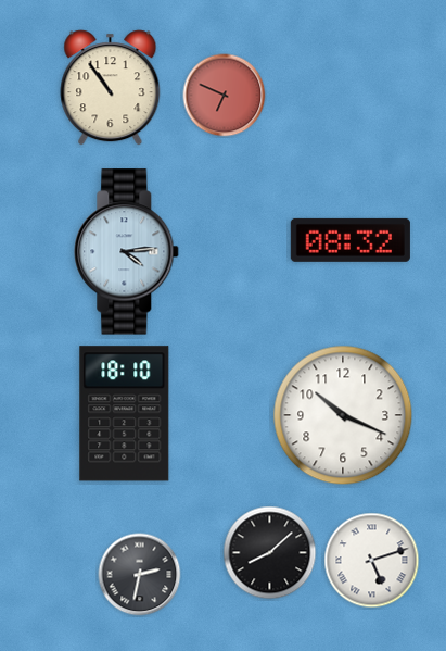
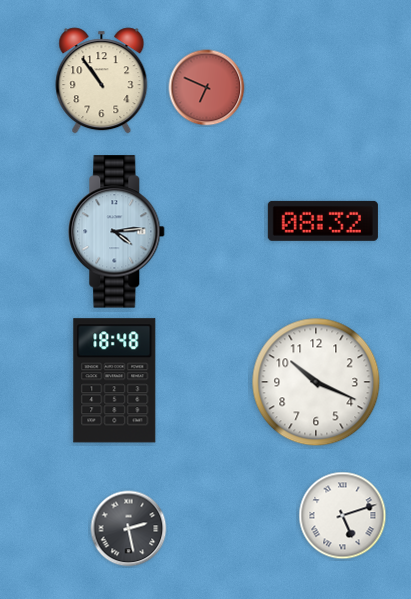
clock at (125, 414): 18:10 -> 18:48
clock at (270, 553): 8:08 -> none
clock at (140, 575): 2:32 -> 2:28
